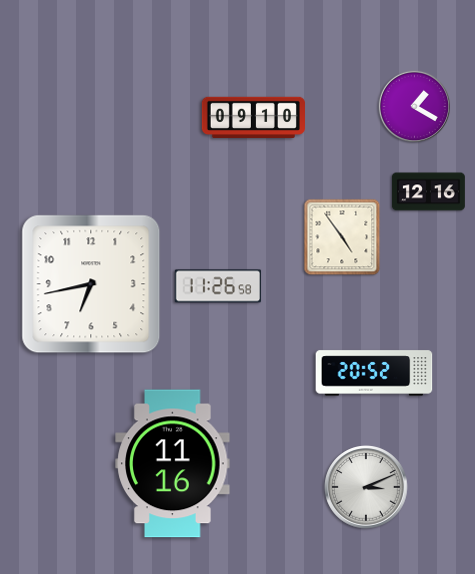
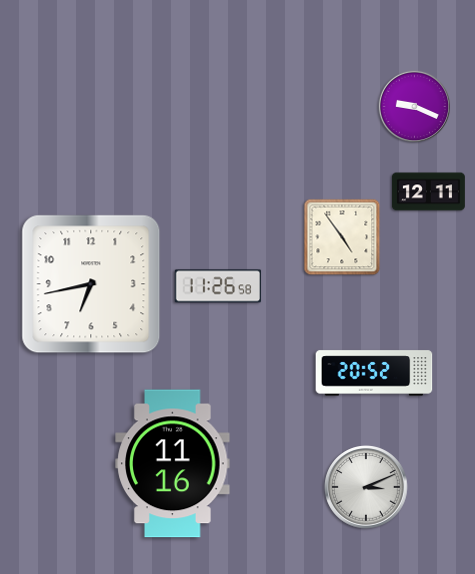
clock at (414, 106): 1:20 -> 9:19
clock at (253, 117): 09:10 -> none
clock at (428, 192): 12:16 -> 12:11
